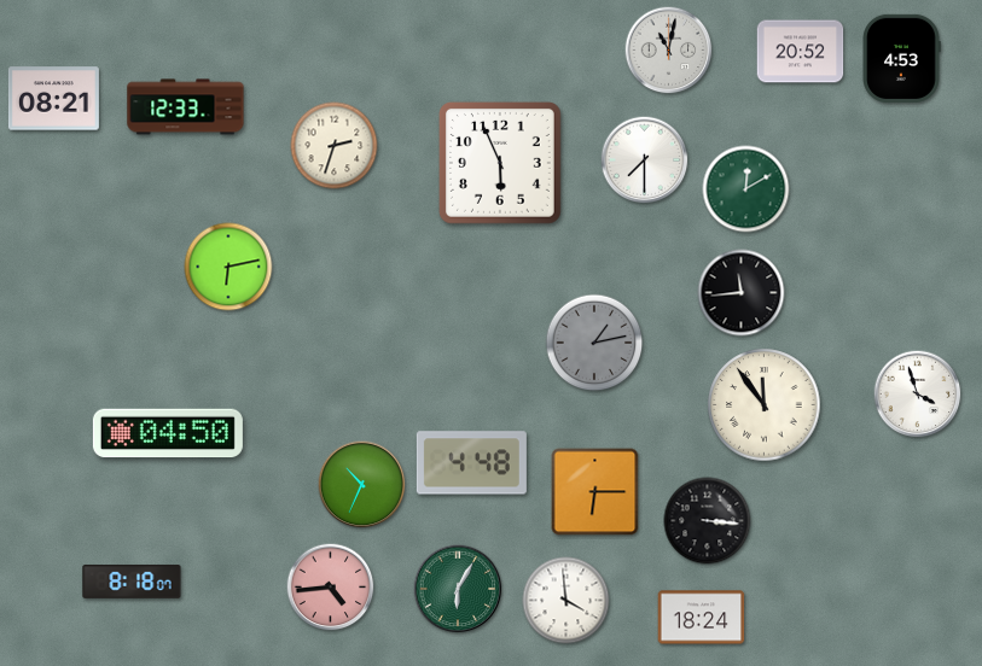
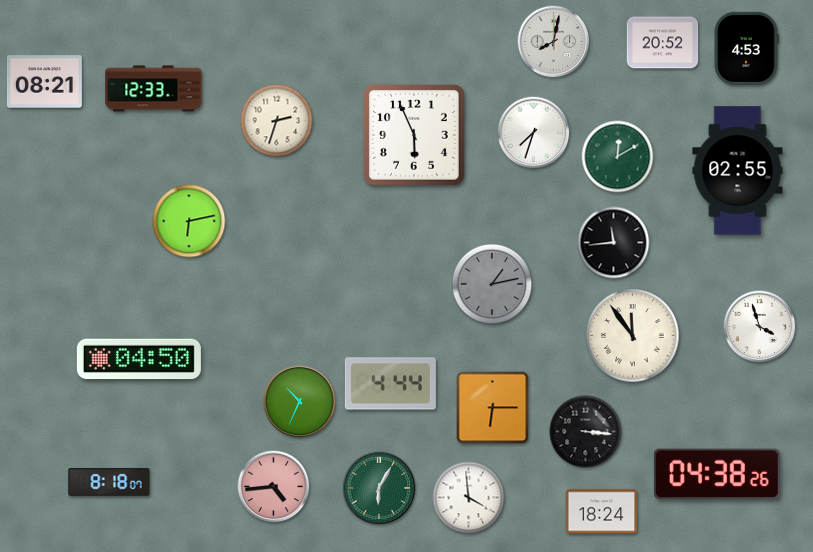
clock at (669, 51): 11:02 -> 8:02
clock at (645, 160): 7:30 -> 7:33
clock at (738, 171): none -> 02:55
clock at (471, 463): 4:48 -> 4:44
clock at (717, 474): none -> 04:38
clock at (702, 618) position: (702, 618) -> (602, 512)
